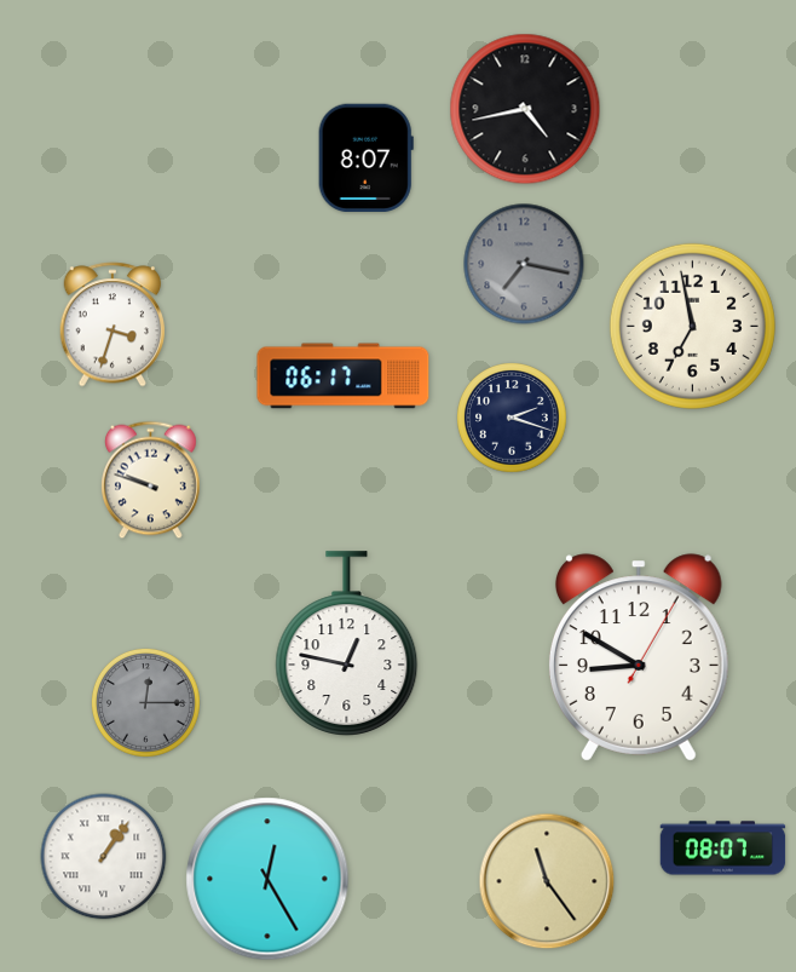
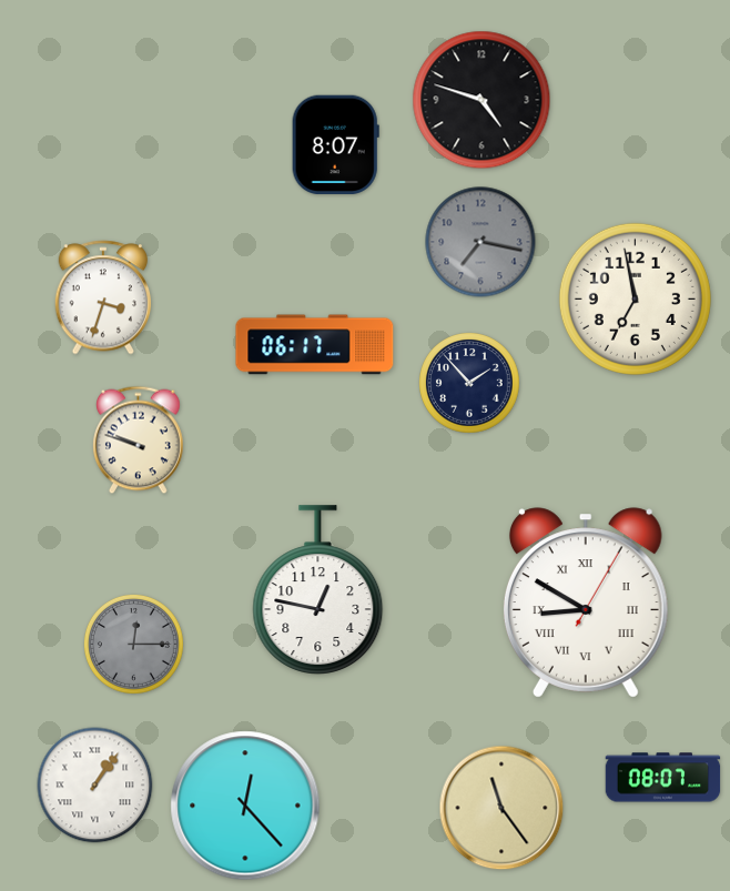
clock at (525, 109): 4:43 -> 4:48
clock at (512, 418): 2:18 -> 1:53
clock at (639, 657) numerals: Arabic -> Roman
clock at (267, 879): 12:25 -> 12:23
